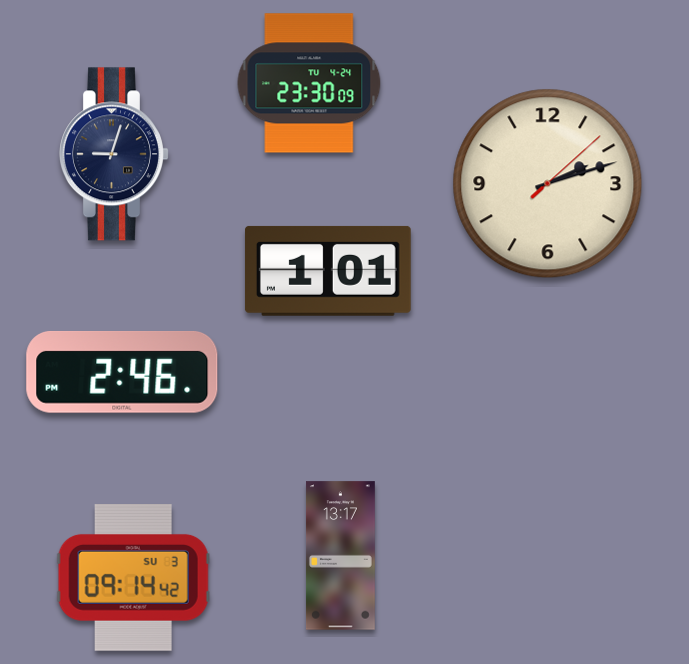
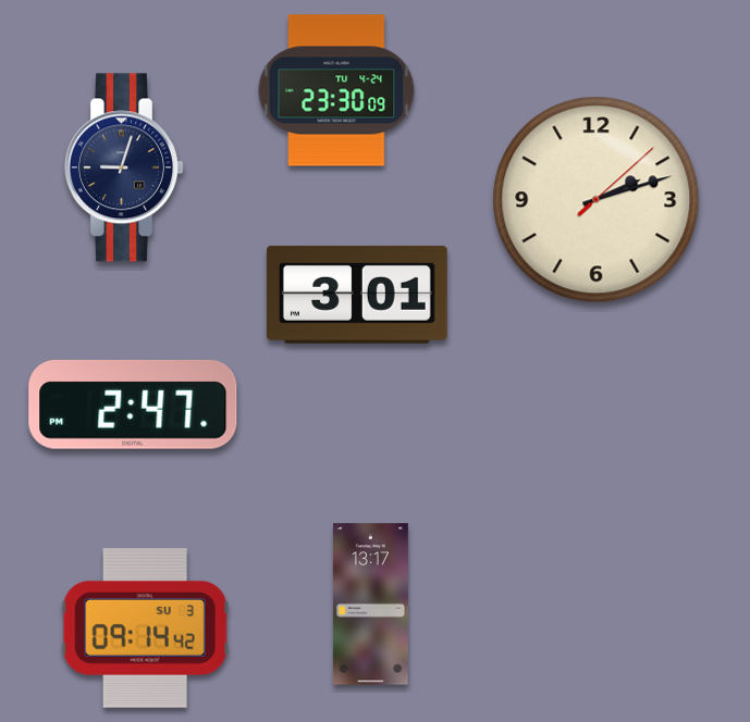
clock at (328, 271): 1:01 -> 3:01
clock at (122, 372): 2:46 -> 2:47
